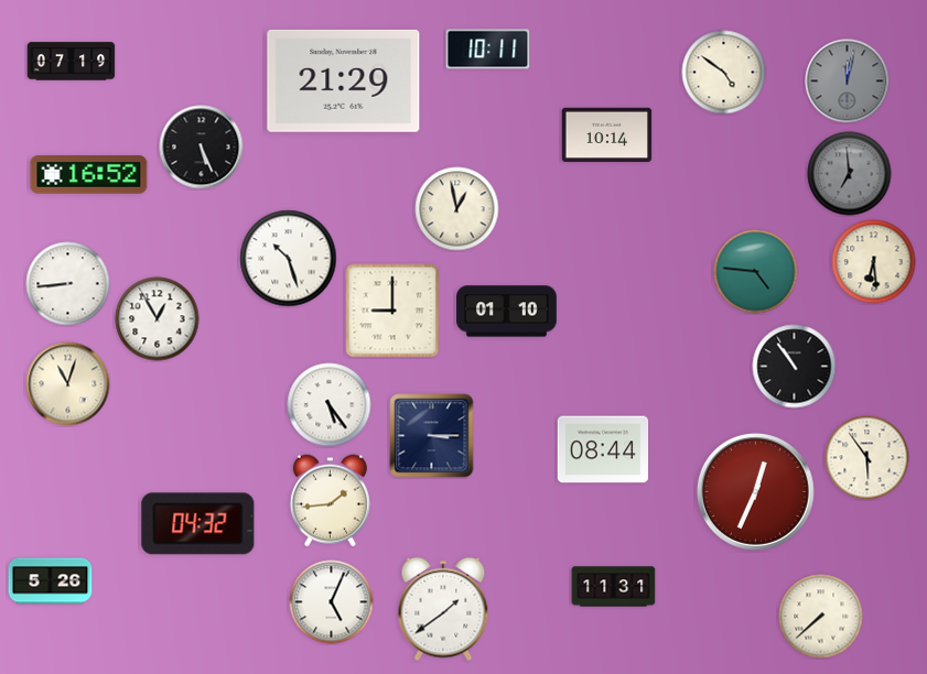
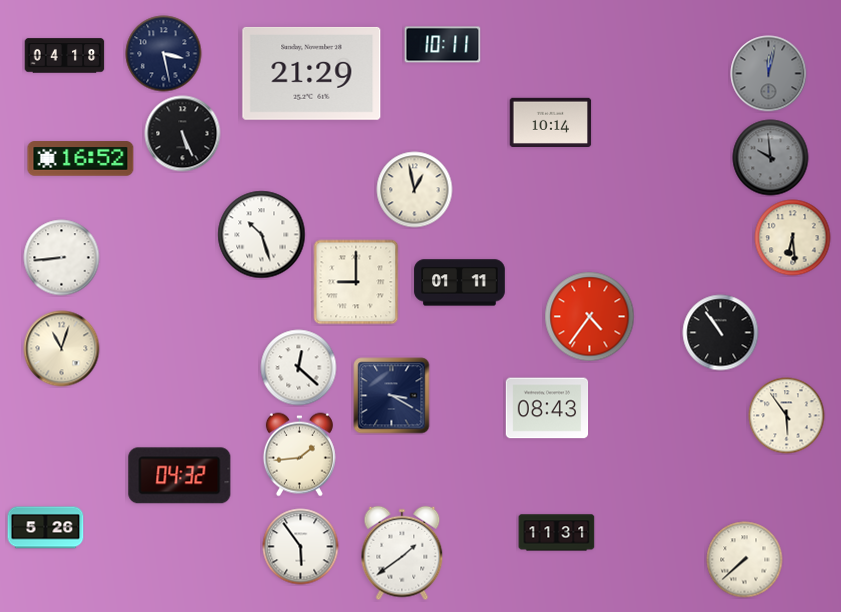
clock at (164, 54): none -> 3:28
clock at (72, 62): 07:19 -> 04:18
clock at (724, 73): 4:51 -> none
clock at (850, 174): 6:59 -> 9:59
clock at (756, 272): 4:46 -> none
clock at (507, 312): 01:10 -> 01:11
clock at (158, 319): 12:55 -> none
clock at (590, 317): none -> 4:36
clock at (330, 405): 5:24 -> 12:22
clock at (432, 436): 3:15 -> 3:20
clock at (603, 449): 08:44 -> 08:43
clock at (755, 491): 12:34 -> none
clock at (332, 602): 5:04 -> 5:54
